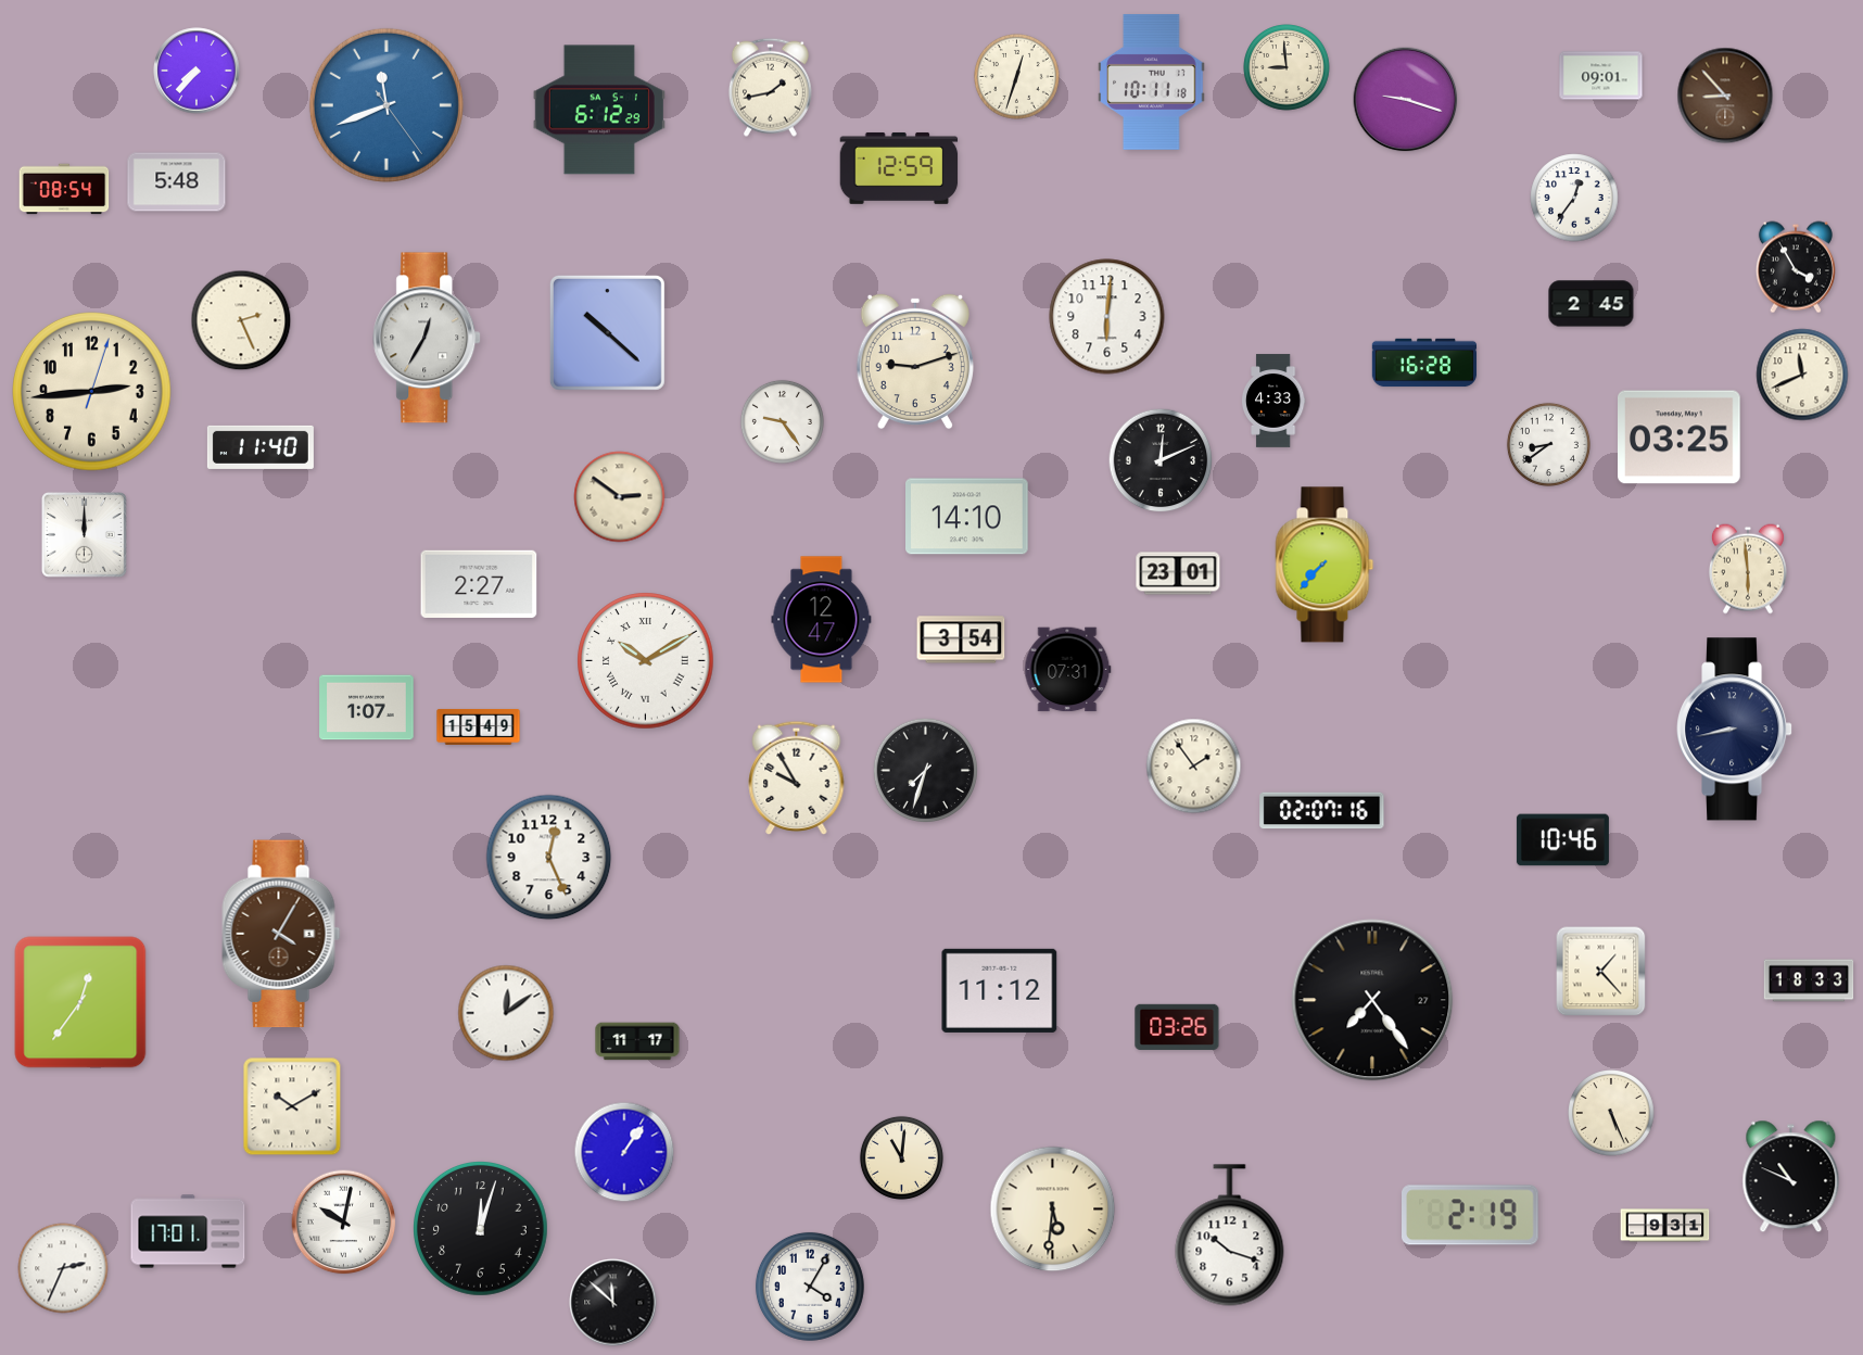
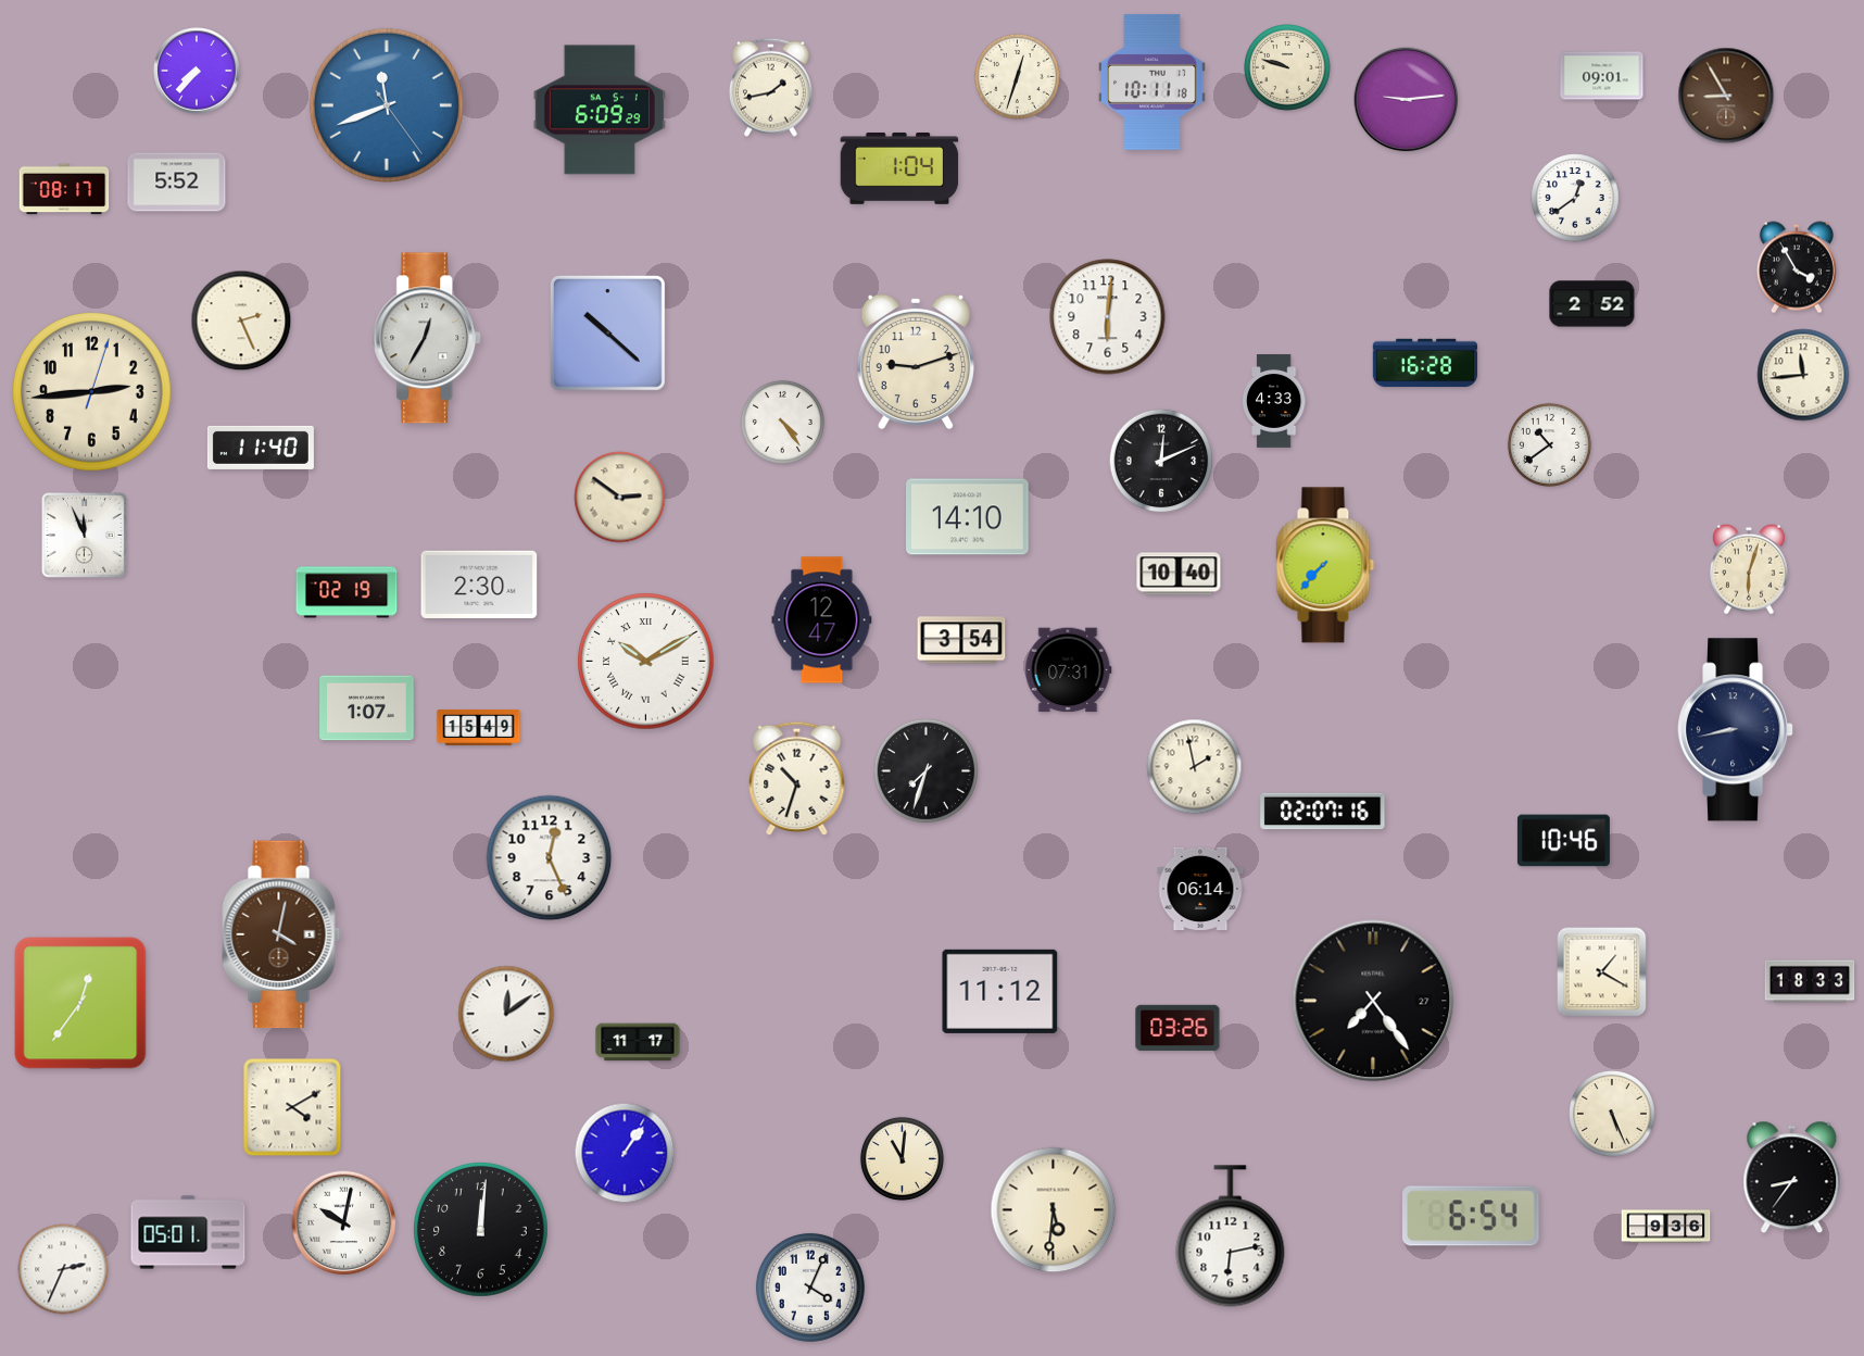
clock at (1287, 67): 8:59 -> 9:48
clock at (1725, 96): 8:53 -> 8:55
clock at (1406, 100): 9:18 -> 9:14
clock at (599, 110): 6:12 -> 6:09
clock at (899, 168): 12:59 -> 1:04
clock at (177, 182): 5:48 -> 5:52
clock at (64, 189): 08:54 -> 08:17
clock at (1574, 198): 12:36 -> 12:39
clock at (1592, 304): 2:45 -> 2:52
clock at (1802, 375): 11:41 -> 11:44
clock at (782, 421): 9:24 -> 4:24
clock at (1680, 438): 03:25 -> none
clock at (1548, 444): 8:39 -> 10:39
clock at (84, 534): 12:00 -> 11:56
clock at (1748, 569): 5:59 -> 6:03
clock at (1178, 573): 23:01 -> 10:40
clock at (479, 583): 2:27 -> 2:30
clock at (347, 592): none -> 02:19
clock at (1194, 767): 1:54 -> 1:58
clock at (797, 777): 9:55 -> 10:33
clock at (1200, 889): none -> 06:14
clock at (281, 934): 4:05 -> 4:02
clock at (1601, 972): 1:23 -> 1:20
clock at (292, 1106): 10:10 -> 4:10
clock at (1791, 1177): 10:49 -> 8:36
clock at (1471, 1215): 2:19 -> 6:54
clock at (1665, 1226): 9:31 -> 9:36
clock at (481, 1229): 12:03 -> 12:01
clock at (188, 1231): 17:01 -> 05:01
clock at (1230, 1236): 10:18 -> 6:13
clock at (810, 1287): 4:05 -> 4:04
clock at (613, 1303): 11:52 -> none
